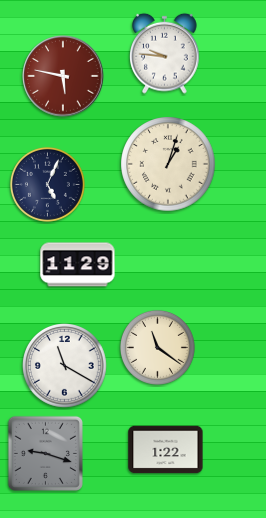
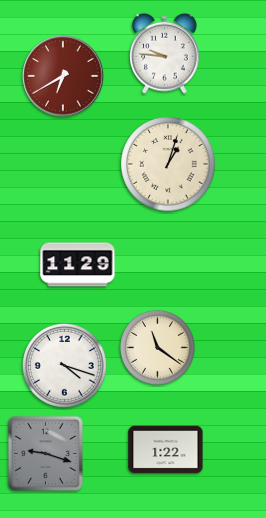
clock at (63, 76): 5:47 -> 6:40
clock at (47, 184): 5:04 -> none
clock at (65, 366): 11:20 -> 4:18
